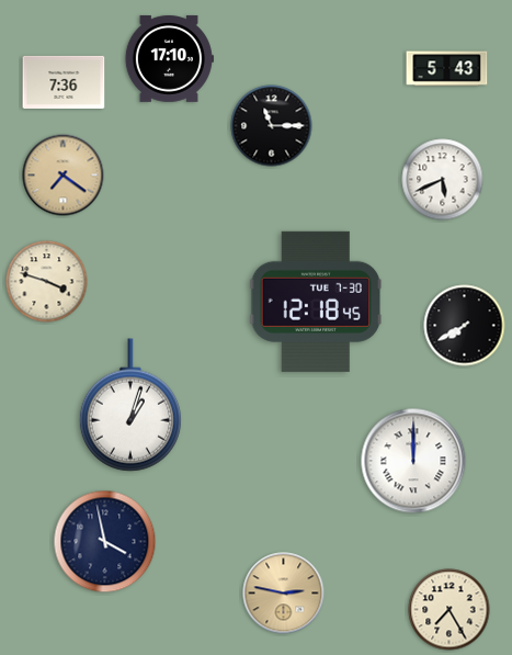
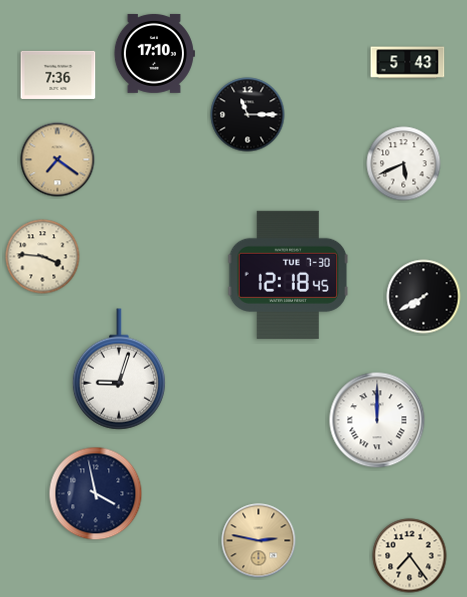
clock at (47, 282): 3:48 -> 3:46
clock at (130, 405): 1:03 -> 9:03
clock at (450, 610): 7:25 -> 7:24
